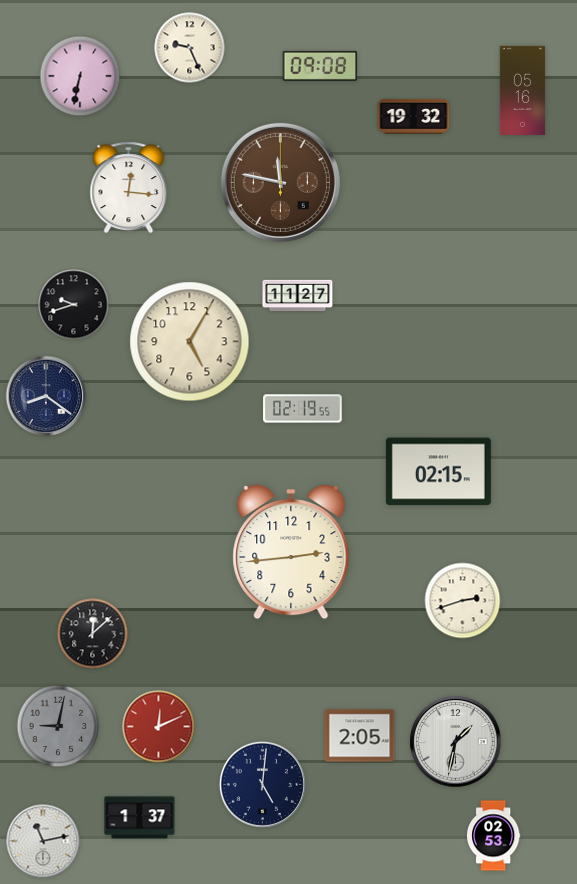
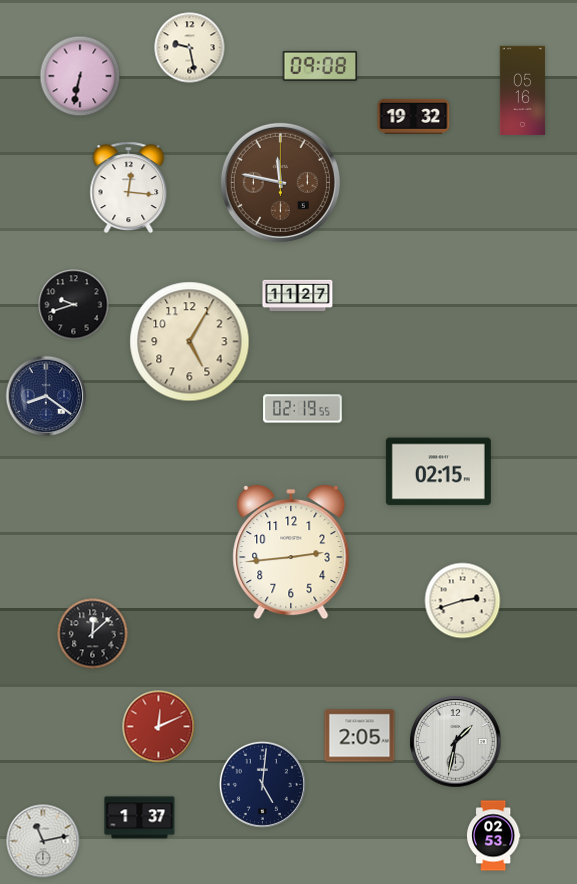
clock at (190, 48): 9:26 -> 9:28
clock at (58, 726): 9:02 -> none
